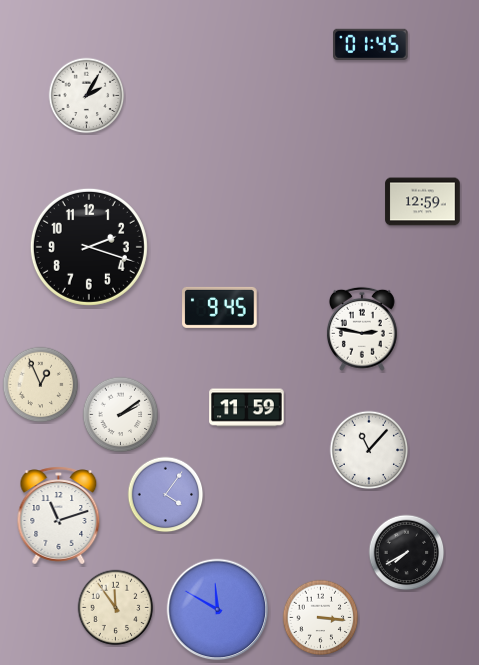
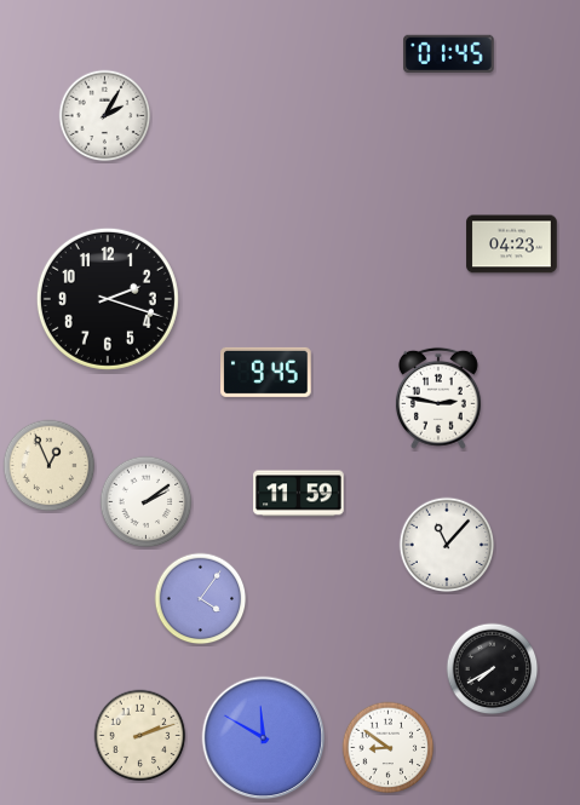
clock at (423, 202): 12:59 -> 04:23
clock at (59, 516): 11:12 -> none
clock at (116, 608): 11:54 -> 2:12
clock at (321, 618): 3:16 -> 8:51
